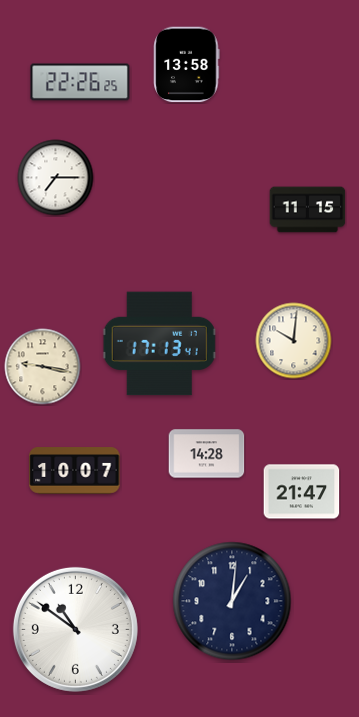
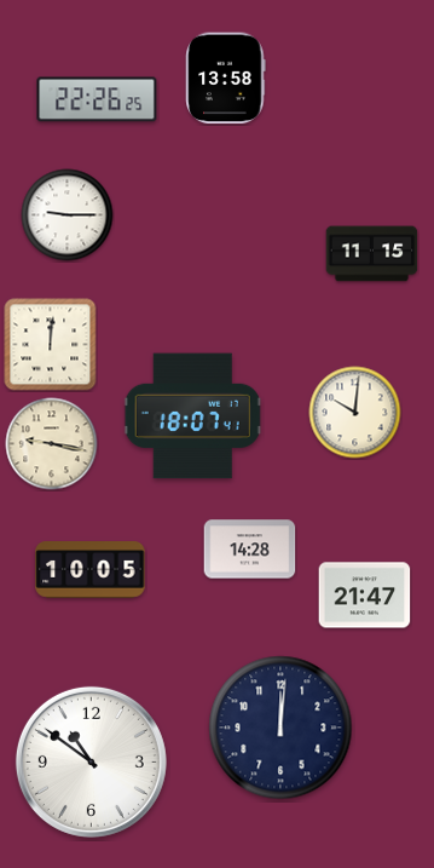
clock at (56, 178): 7:15 -> 9:15
clock at (51, 345): none -> 12:01
clock at (160, 344): 17:13 -> 18:07
clock at (75, 471): 10:07 -> 10:05
clock at (232, 601): 1:01 -> 12:01
